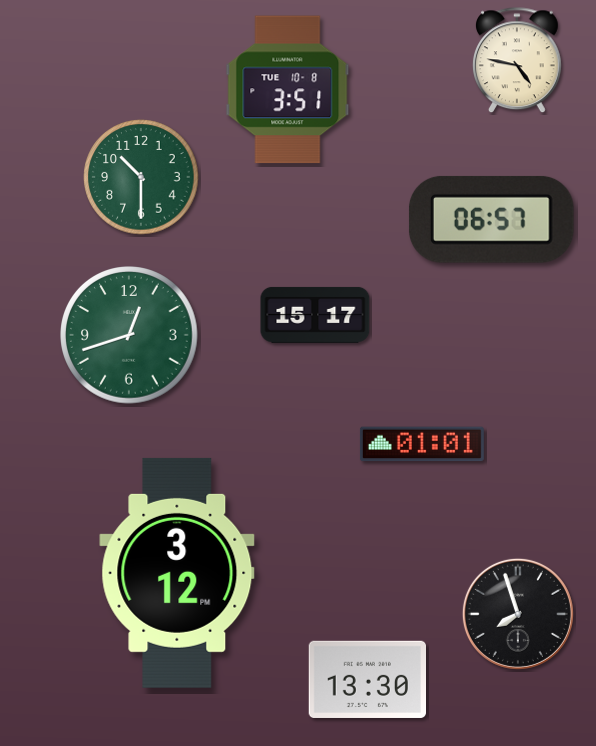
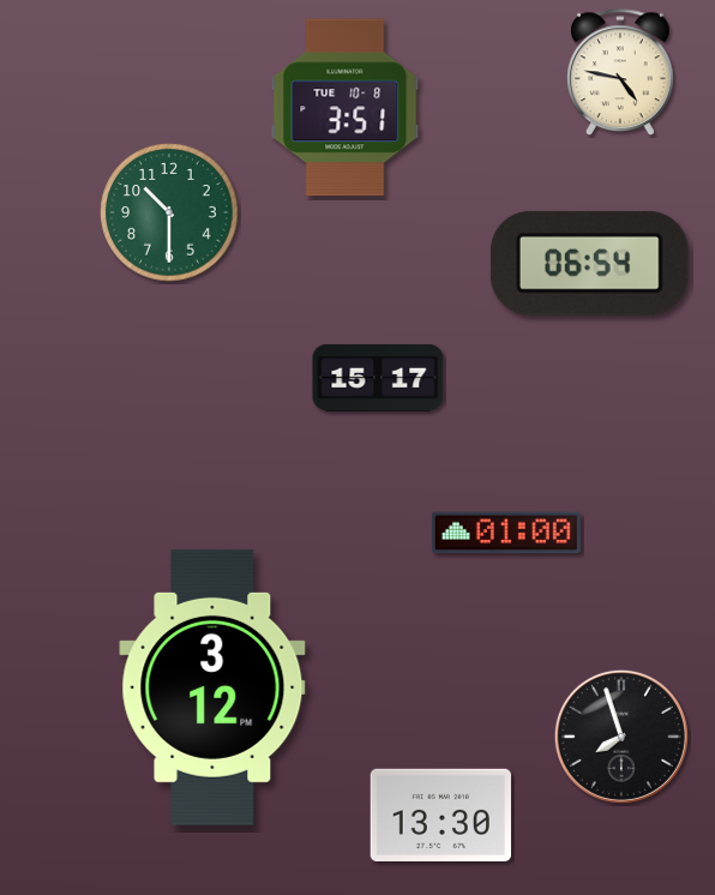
clock at (492, 219): 06:57 -> 06:54
clock at (129, 335): 12:42 -> none
clock at (422, 444): 01:01 -> 01:00
